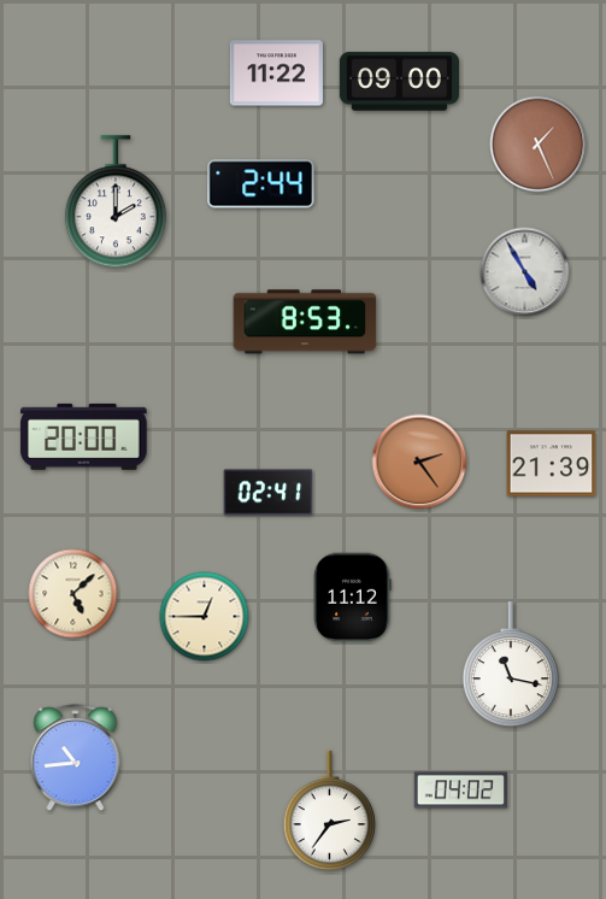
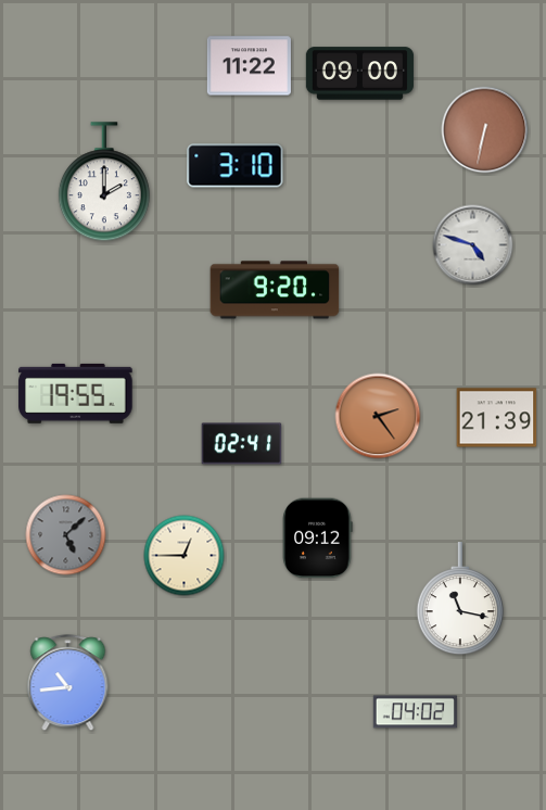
clock at (539, 145): 1:26 -> 6:32
clock at (261, 184): 2:44 -> 3:10
clock at (525, 272): 4:55 -> 4:48
clock at (305, 322): 8:53 -> 9:20
clock at (84, 436): 20:00 -> 19:55
clock at (73, 594) dial: cream -> grey
clock at (353, 598): 11:12 -> 09:12
clock at (329, 811): 2:36 -> none
